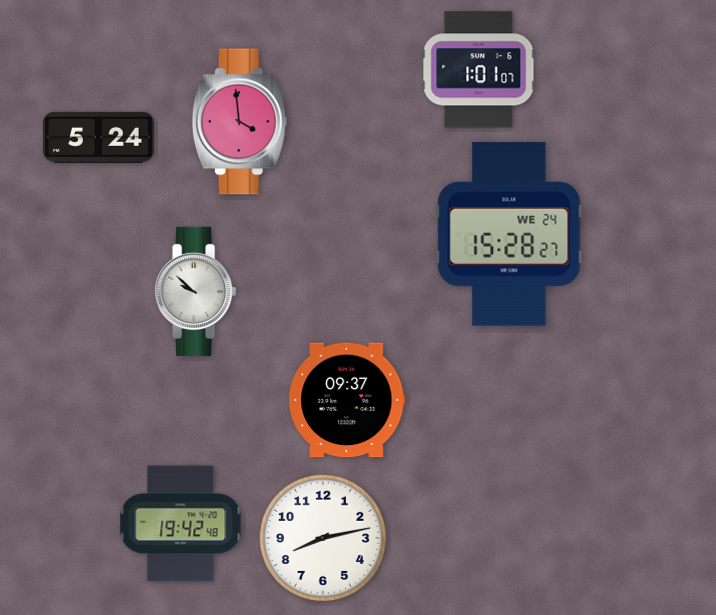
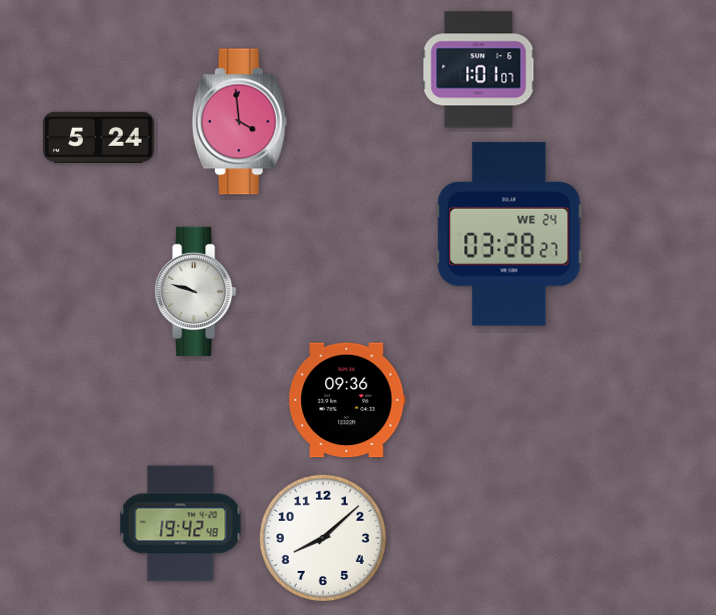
clock at (509, 234): 15:28 -> 03:28
clock at (196, 291): 9:52 -> 9:48
clock at (347, 400): 09:37 -> 09:36
clock at (323, 538): 8:13 -> 8:08
